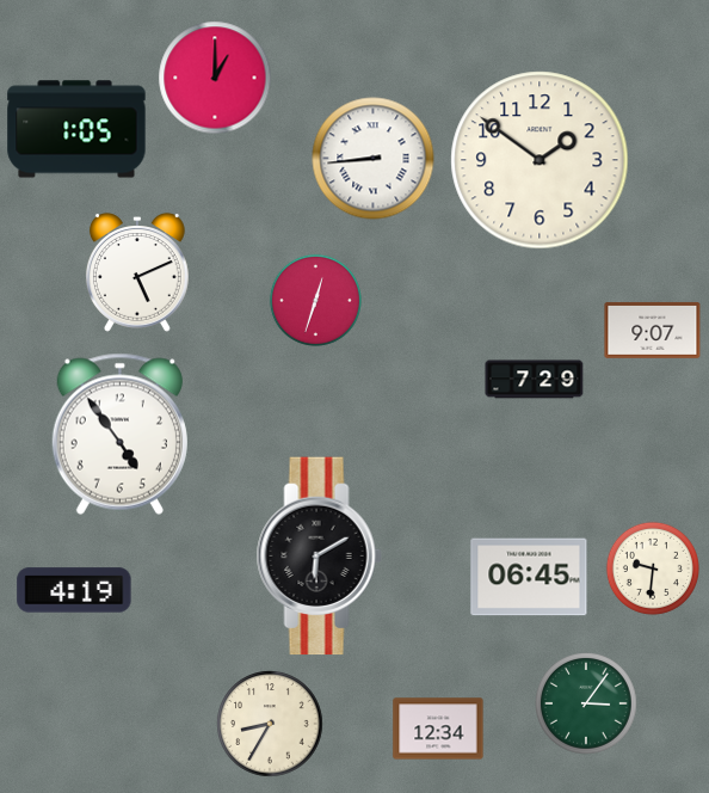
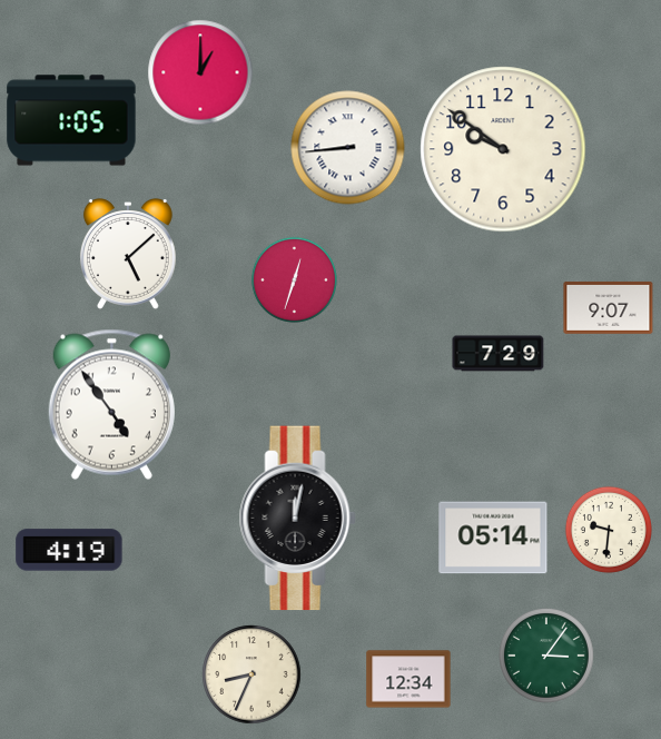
clock at (540, 160): 1:51 -> 9:51
clock at (137, 272): 5:11 -> 5:08
clock at (319, 557): 6:10 -> 12:02
clock at (529, 577): 06:45 -> 05:14
clock at (270, 724): 8:35 -> 8:34
